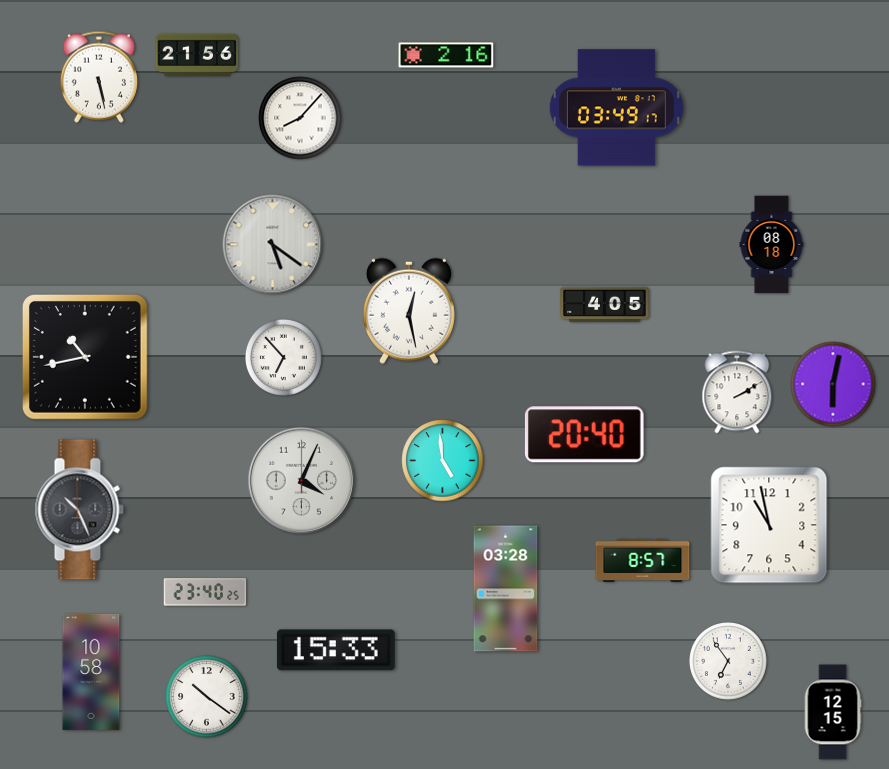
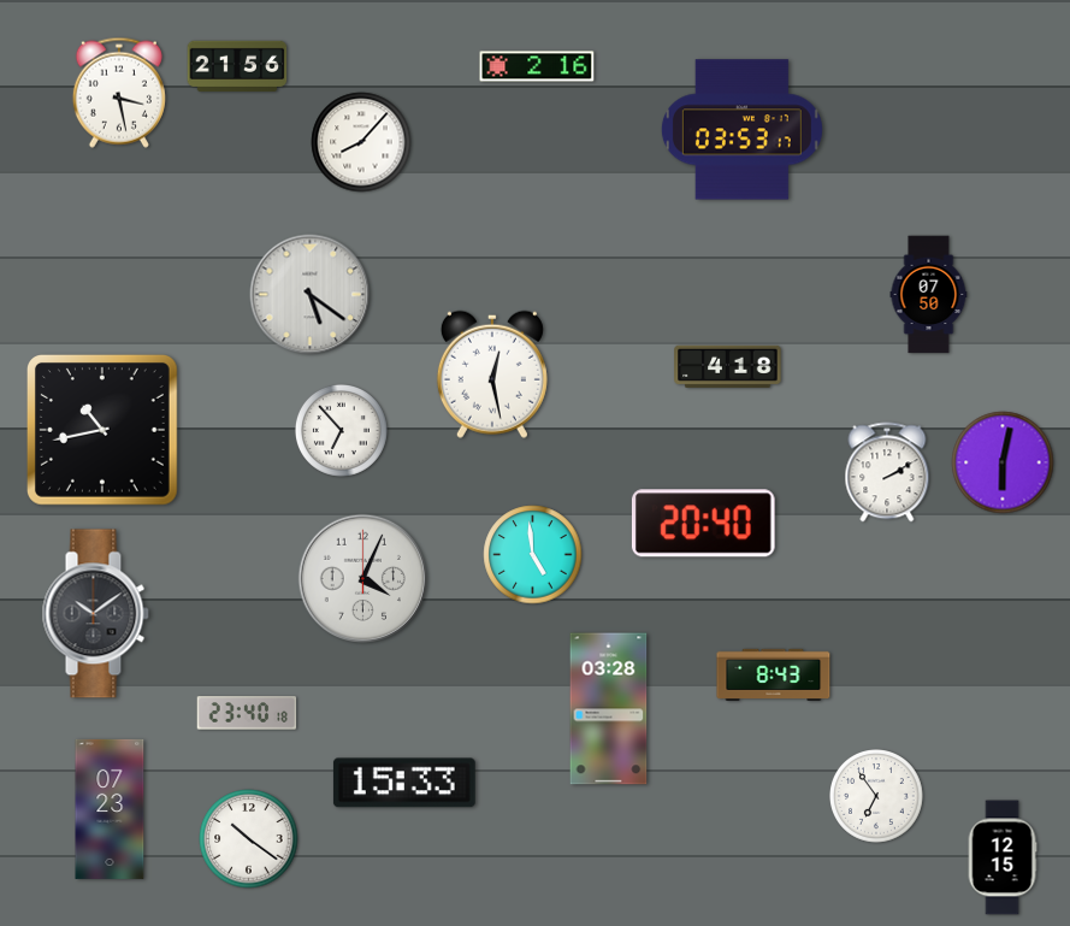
clock at (99, 77): 5:28 -> 3:28
clock at (616, 108): 03:49 -> 03:53
clock at (273, 245) position: (273, 245) -> (311, 295)
clock at (772, 245): 08:18 -> 07:50
clock at (605, 304): 4:05 -> 4:18
clock at (79, 510): 10:26 -> 10:09
clock at (769, 525): 10:58 -> none
clock at (643, 560): 8:57 -> 8:43
clock at (205, 592): 23:40:25 -> 23:40:18
clock at (91, 672): 10:58 -> 07:23
